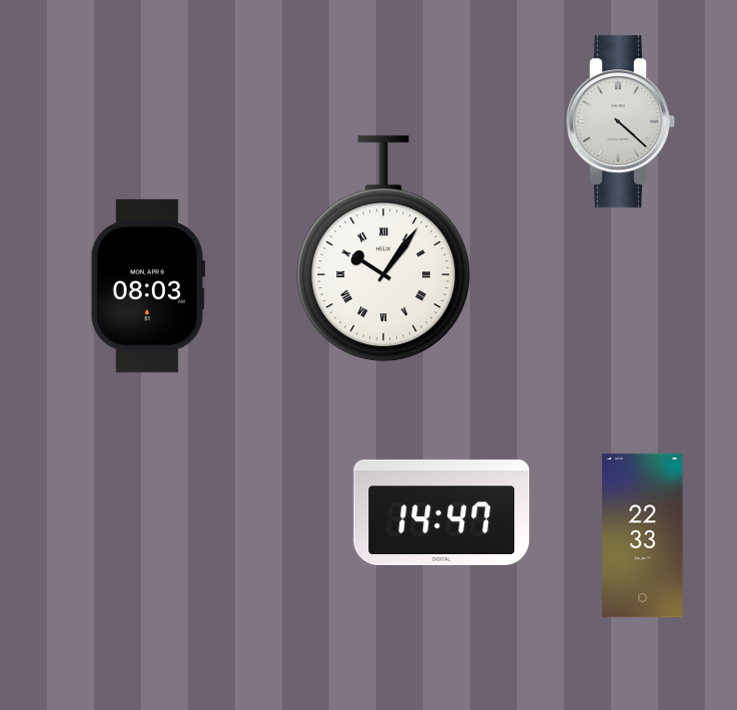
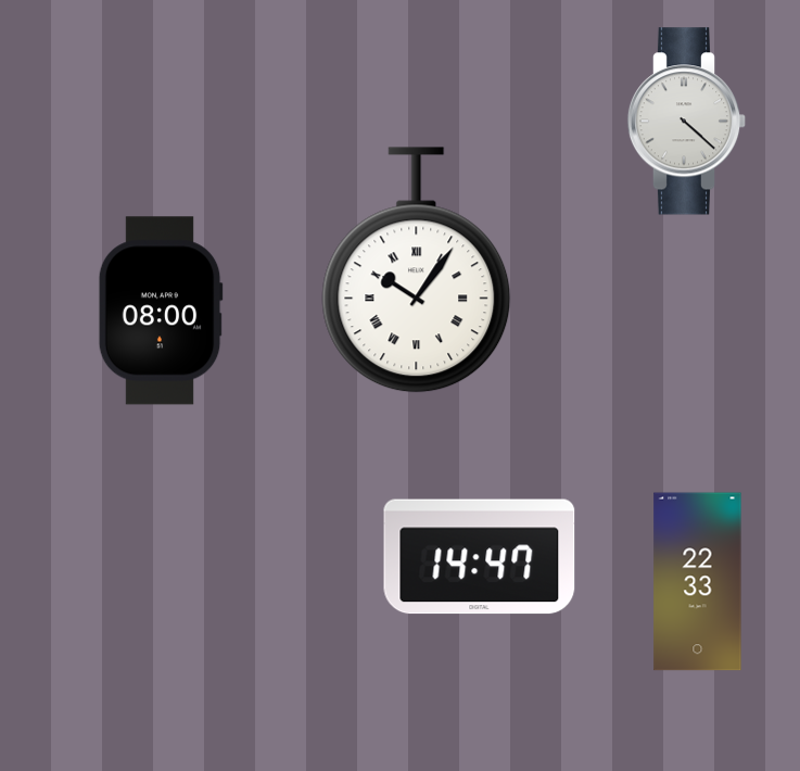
clock at (621, 122) position: (621, 122) -> (687, 122)
clock at (148, 286): 08:03 -> 08:00
